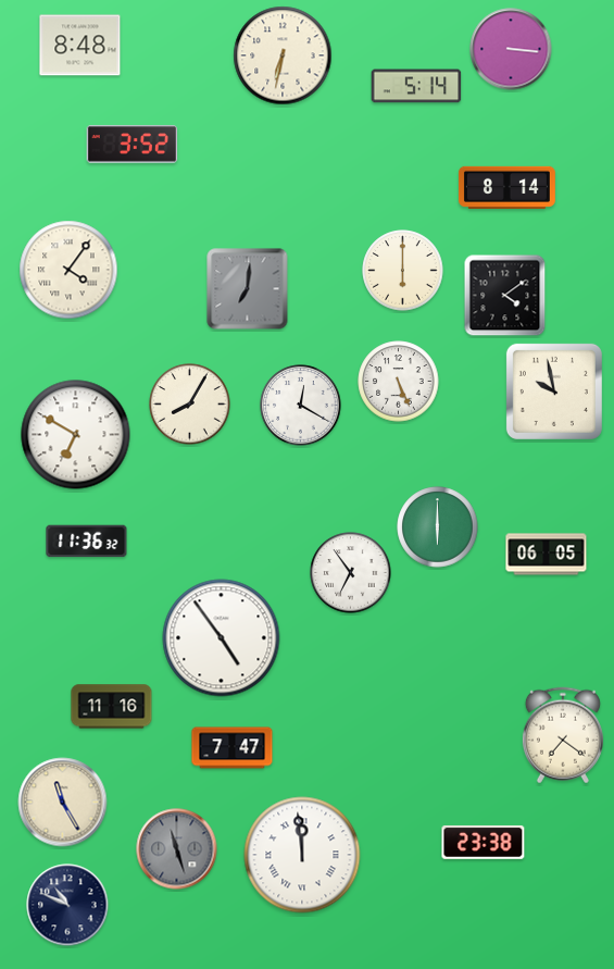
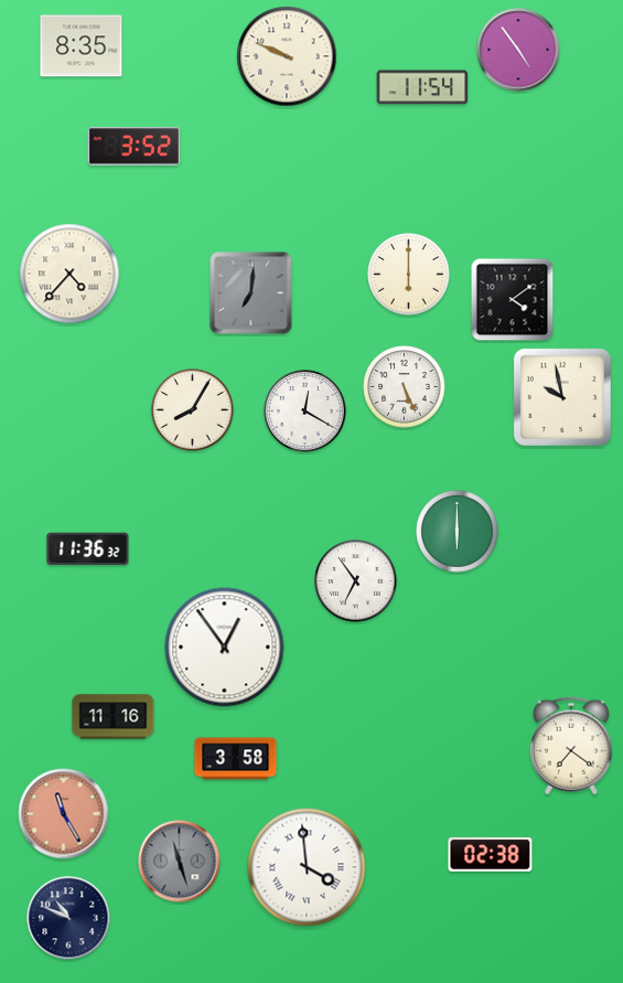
clock at (80, 46): 8:48 -> 8:35
clock at (511, 49): 3:16 -> 4:54
clock at (283, 55): 6:32 -> 9:49
clock at (416, 86): 5:14 -> 11:54
clock at (506, 187): 8:14 -> none
clock at (68, 270): 4:06 -> 4:37
clock at (76, 435): 6:50 -> none
clock at (438, 527) position: (438, 527) -> (458, 532)
clock at (547, 555): 06:05 -> none
clock at (222, 638): 4:54 -> 12:54
clock at (233, 748): 7:47 -> 3:58
clock at (63, 803) dial: cream -> salmon
clock at (484, 842): 23:38 -> 02:38
clock at (302, 855): 11:59 -> 3:59
